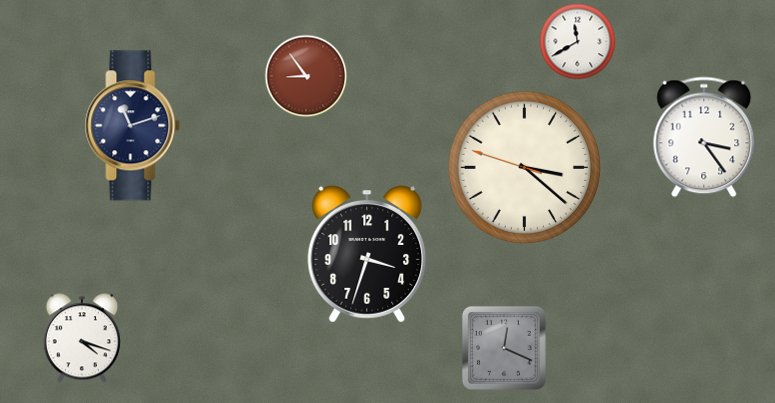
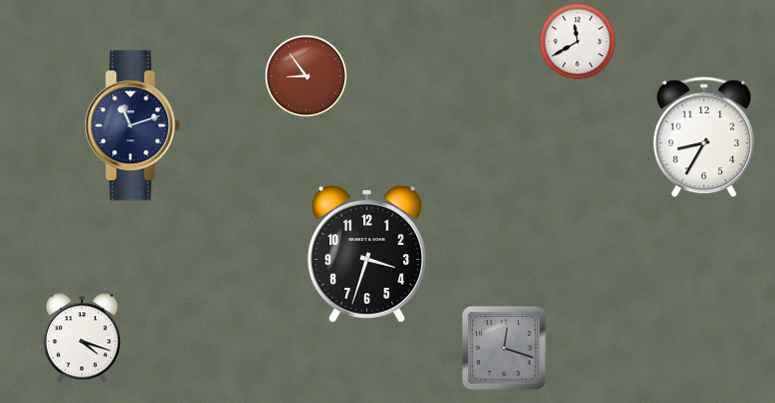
clock at (704, 137): 3:24 -> 8:35
clock at (524, 167): 3:21 -> none
clock at (504, 348): 12:19 -> 12:18
